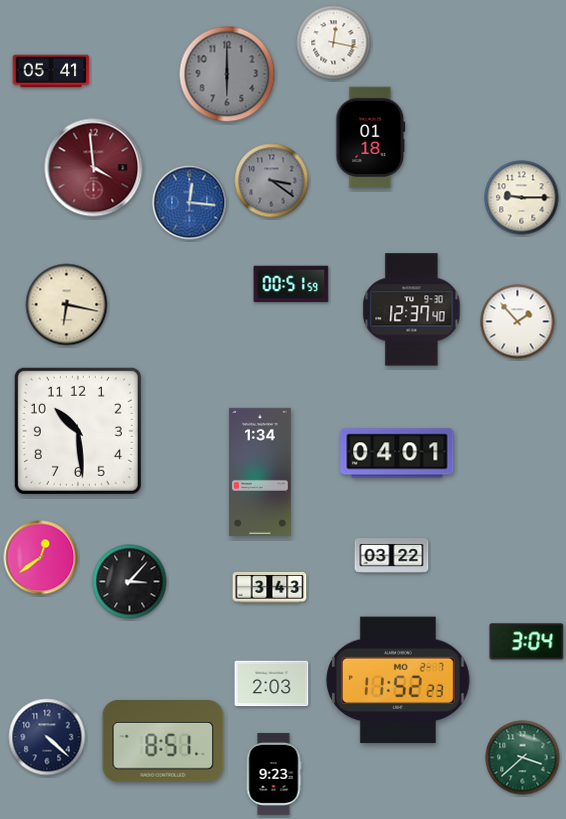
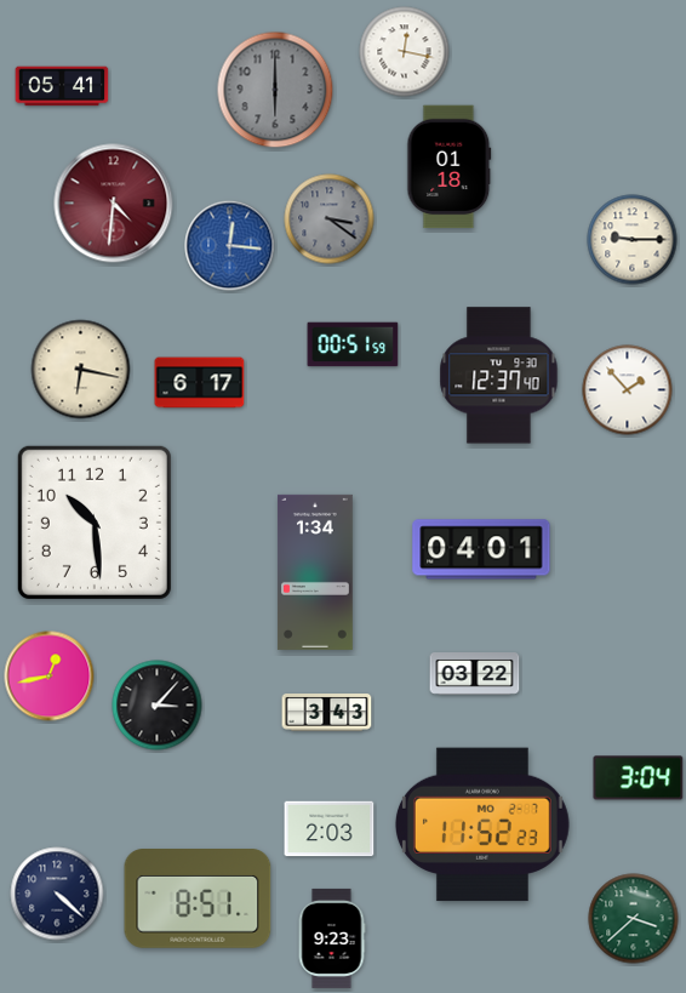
clock at (94, 168): 3:59 -> 4:31
clock at (200, 383): none -> 6:17
clock at (41, 558): 12:39 -> 12:43
